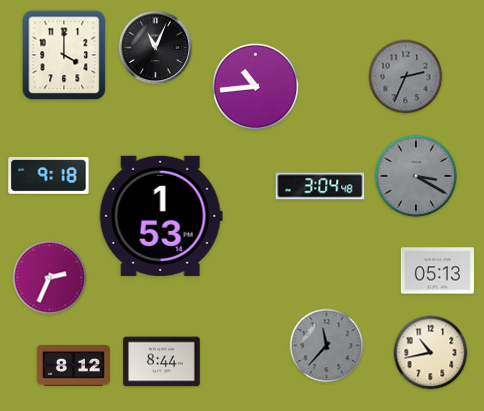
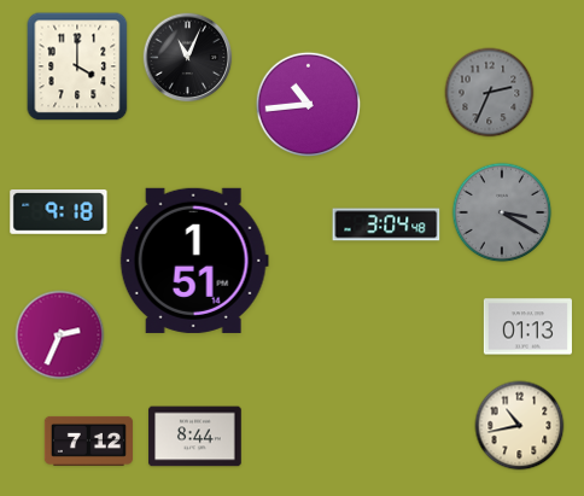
clock at (161, 216): 1:53 -> 1:51
clock at (437, 271): 05:13 -> 01:13
clock at (327, 346): 11:37 -> none
clock at (73, 365): 8:12 -> 7:12
